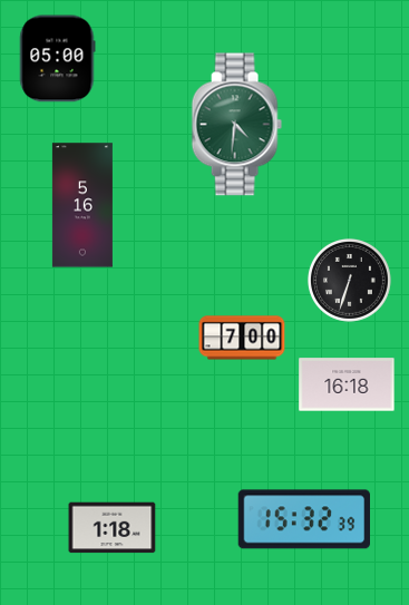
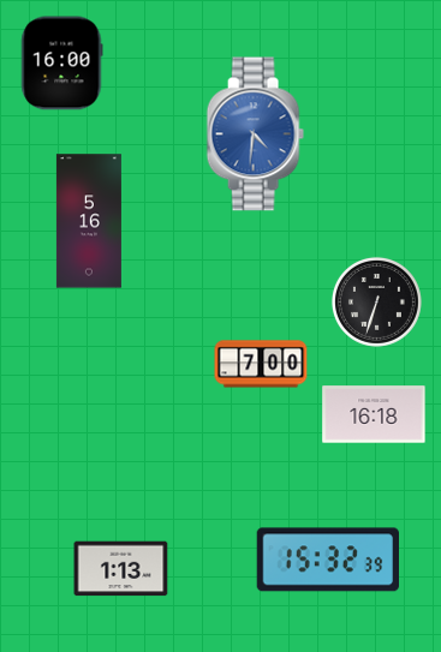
clock at (58, 59): 05:00 -> 16:00
clock at (236, 125) dial: green -> blue
clock at (113, 528): 1:18 -> 1:13
